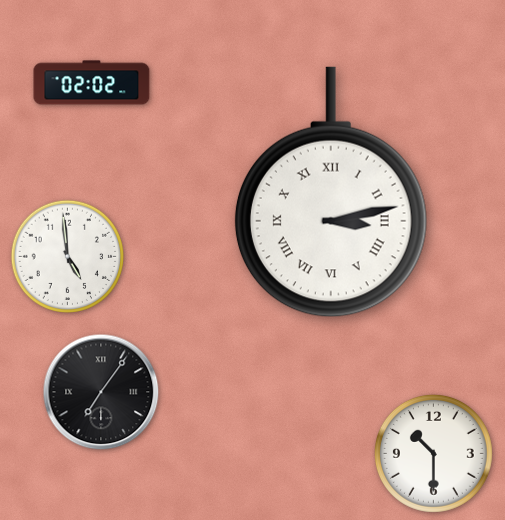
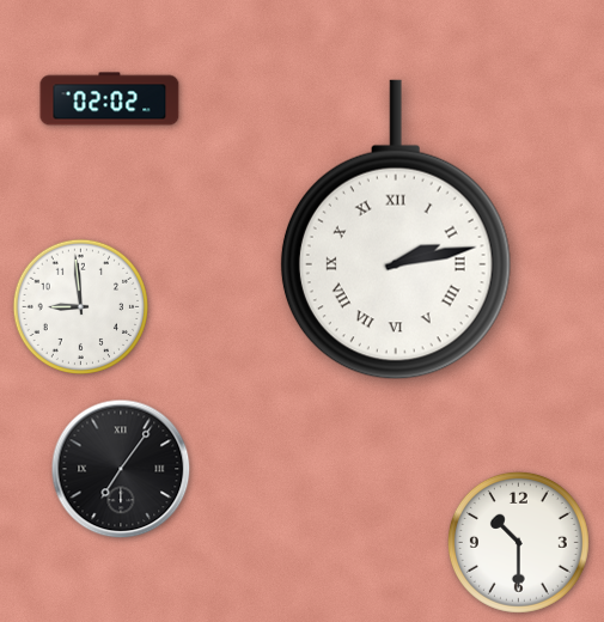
clock at (331, 192): 3:13 -> 2:13
clock at (67, 256): 4:59 -> 8:59
